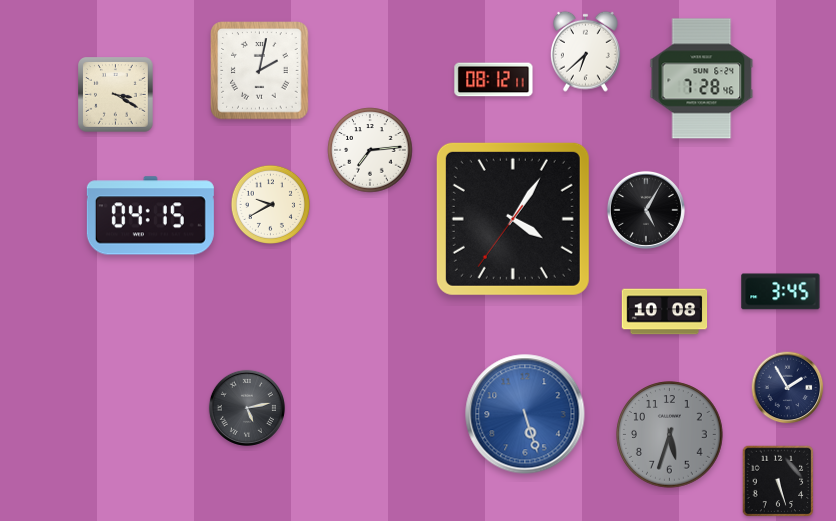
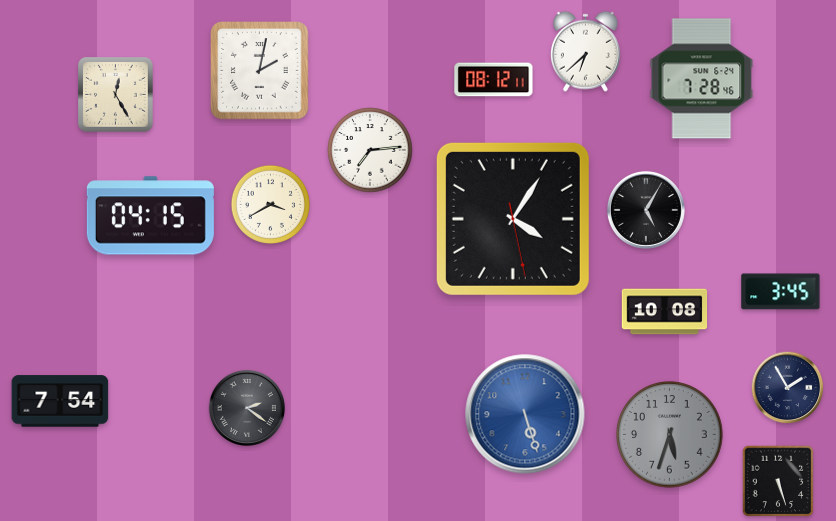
clock at (116, 95): 3:20 -> 12:25
clock at (270, 204): 9:40 -> 3:40
clock at (513, 219): 4:05:36 -> 4:05:28
clock at (60, 401): none -> 7:54
clock at (247, 408): 5:13 -> 2:21
